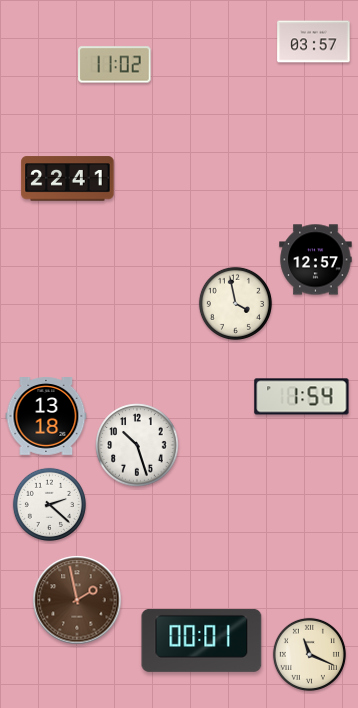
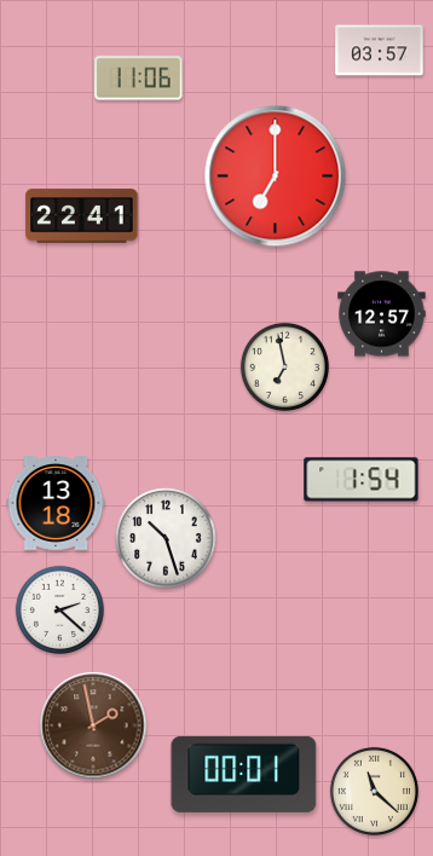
clock at (115, 65): 11:02 -> 11:06
clock at (276, 177): none -> 7:00
clock at (235, 303): 3:58 -> 6:58
clock at (302, 397) position: (302, 397) -> (362, 480)
clock at (309, 654): 11:19 -> 11:22
